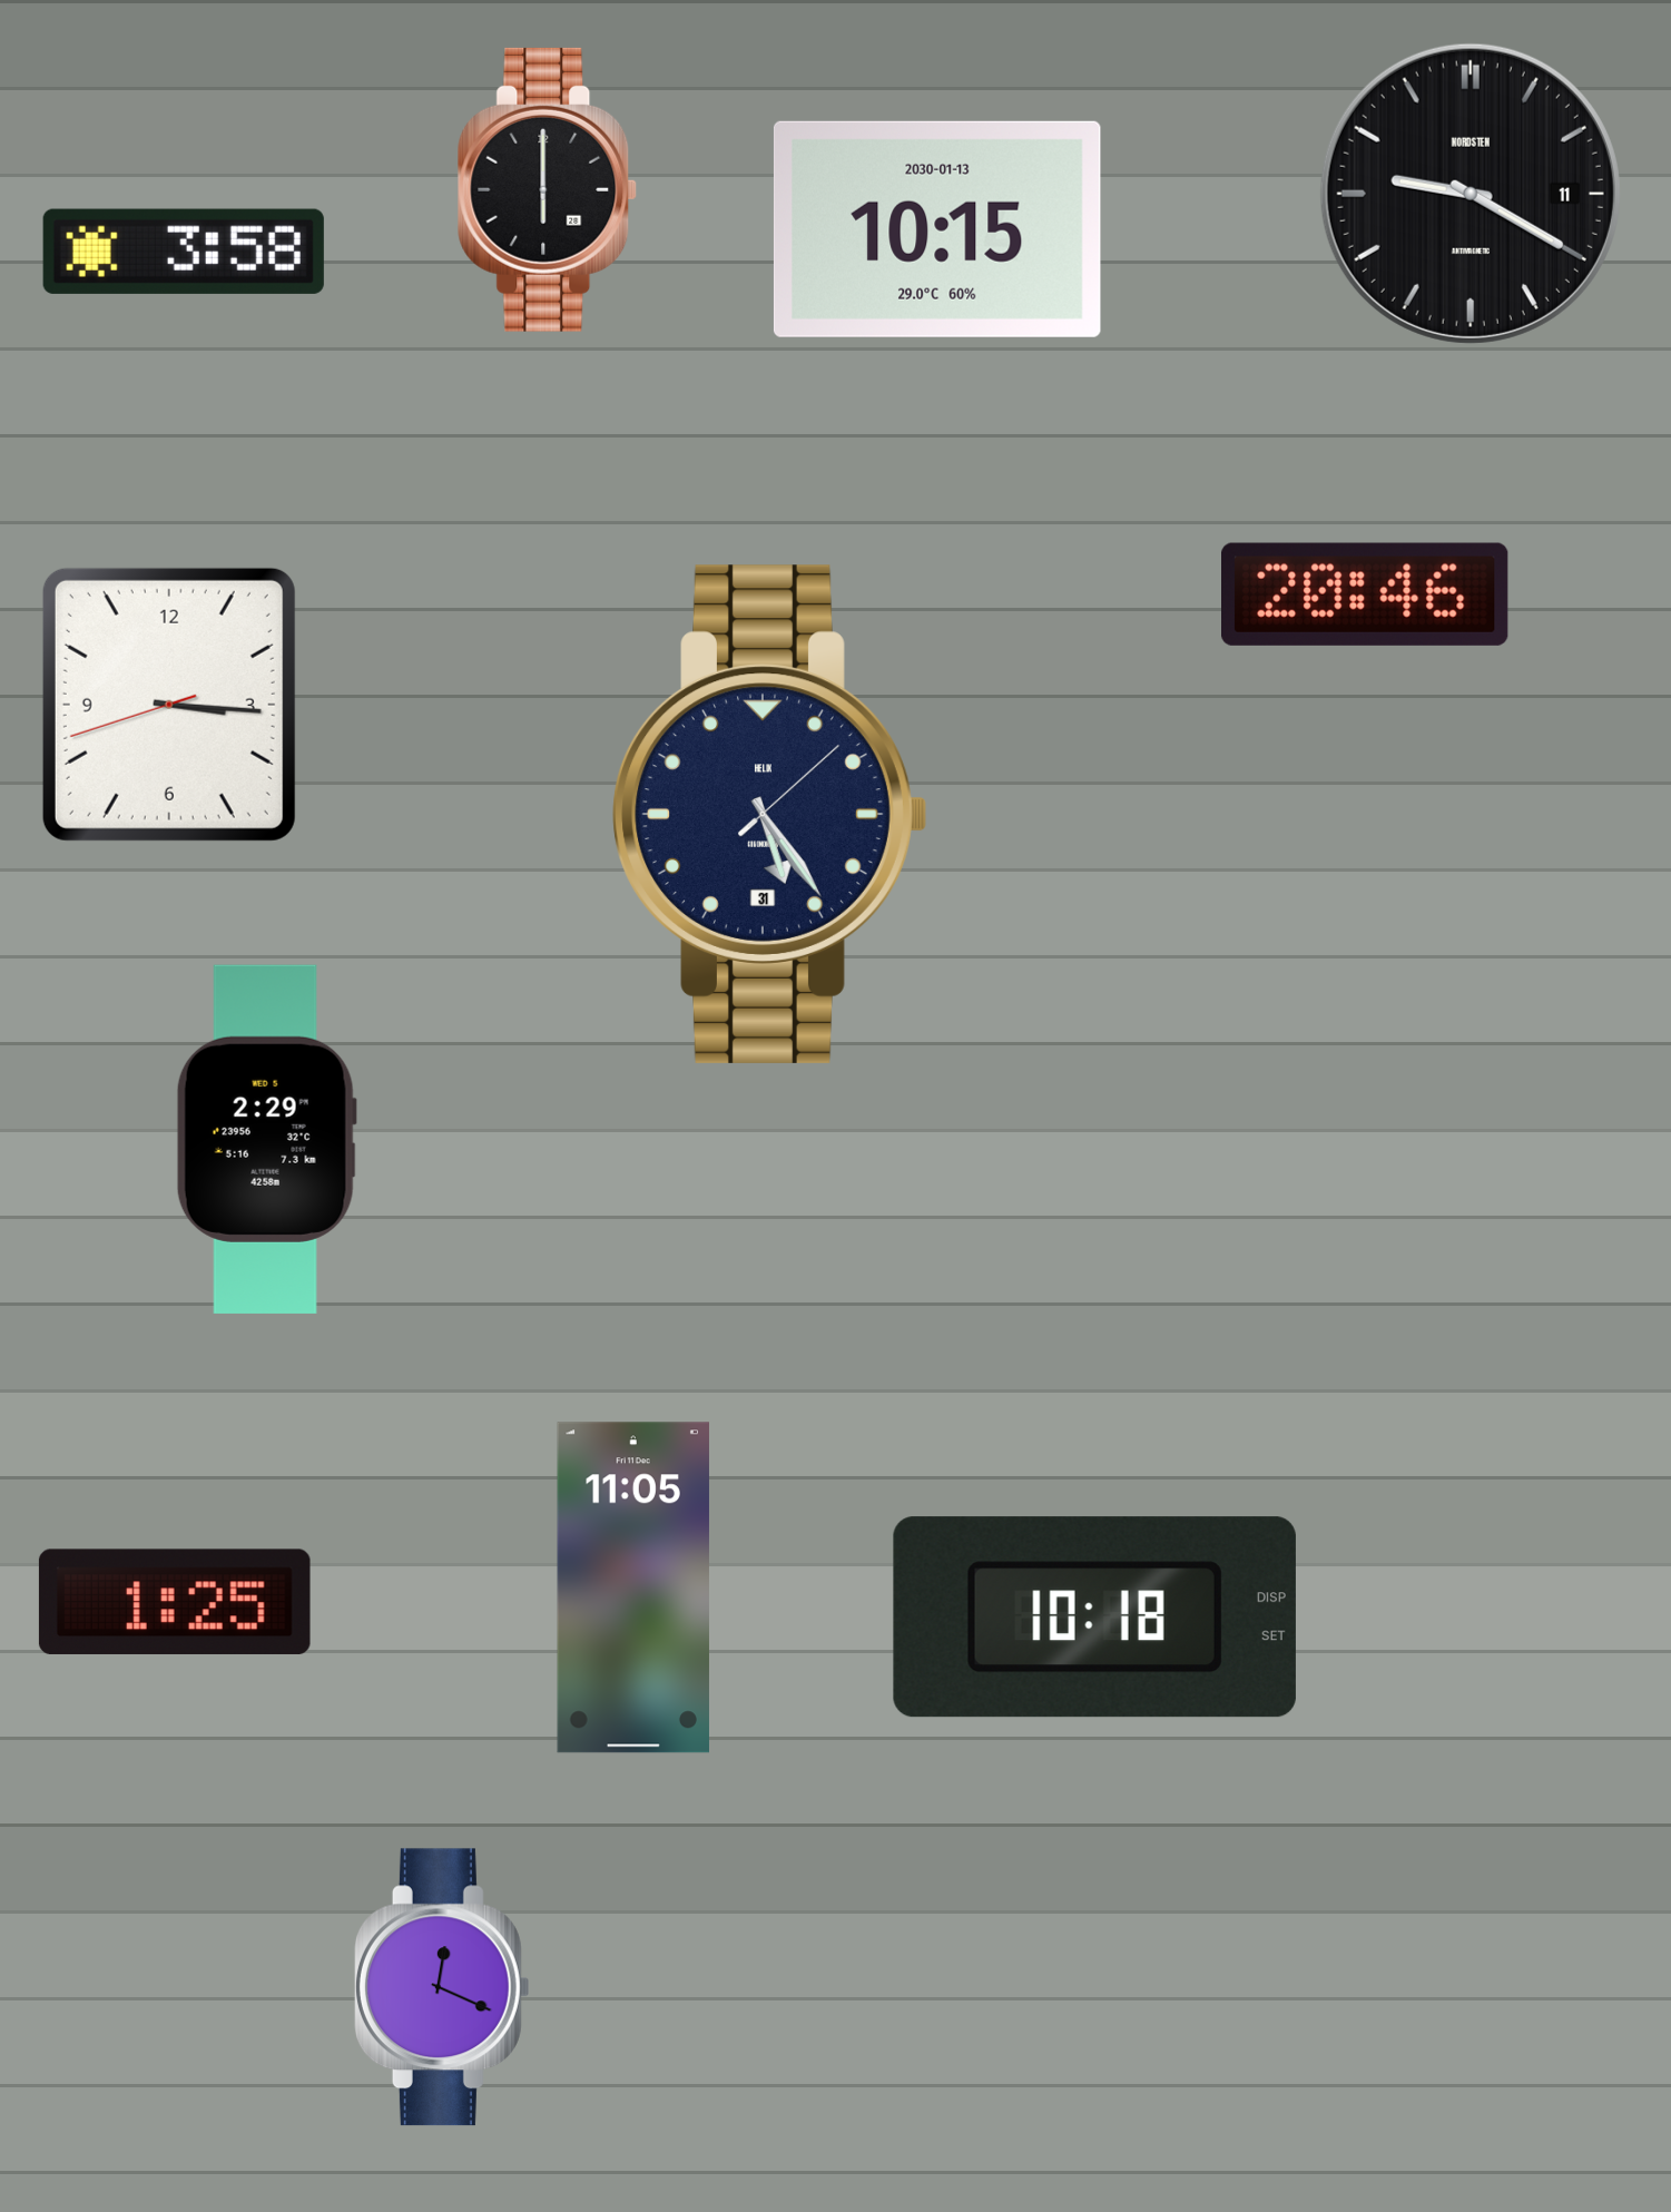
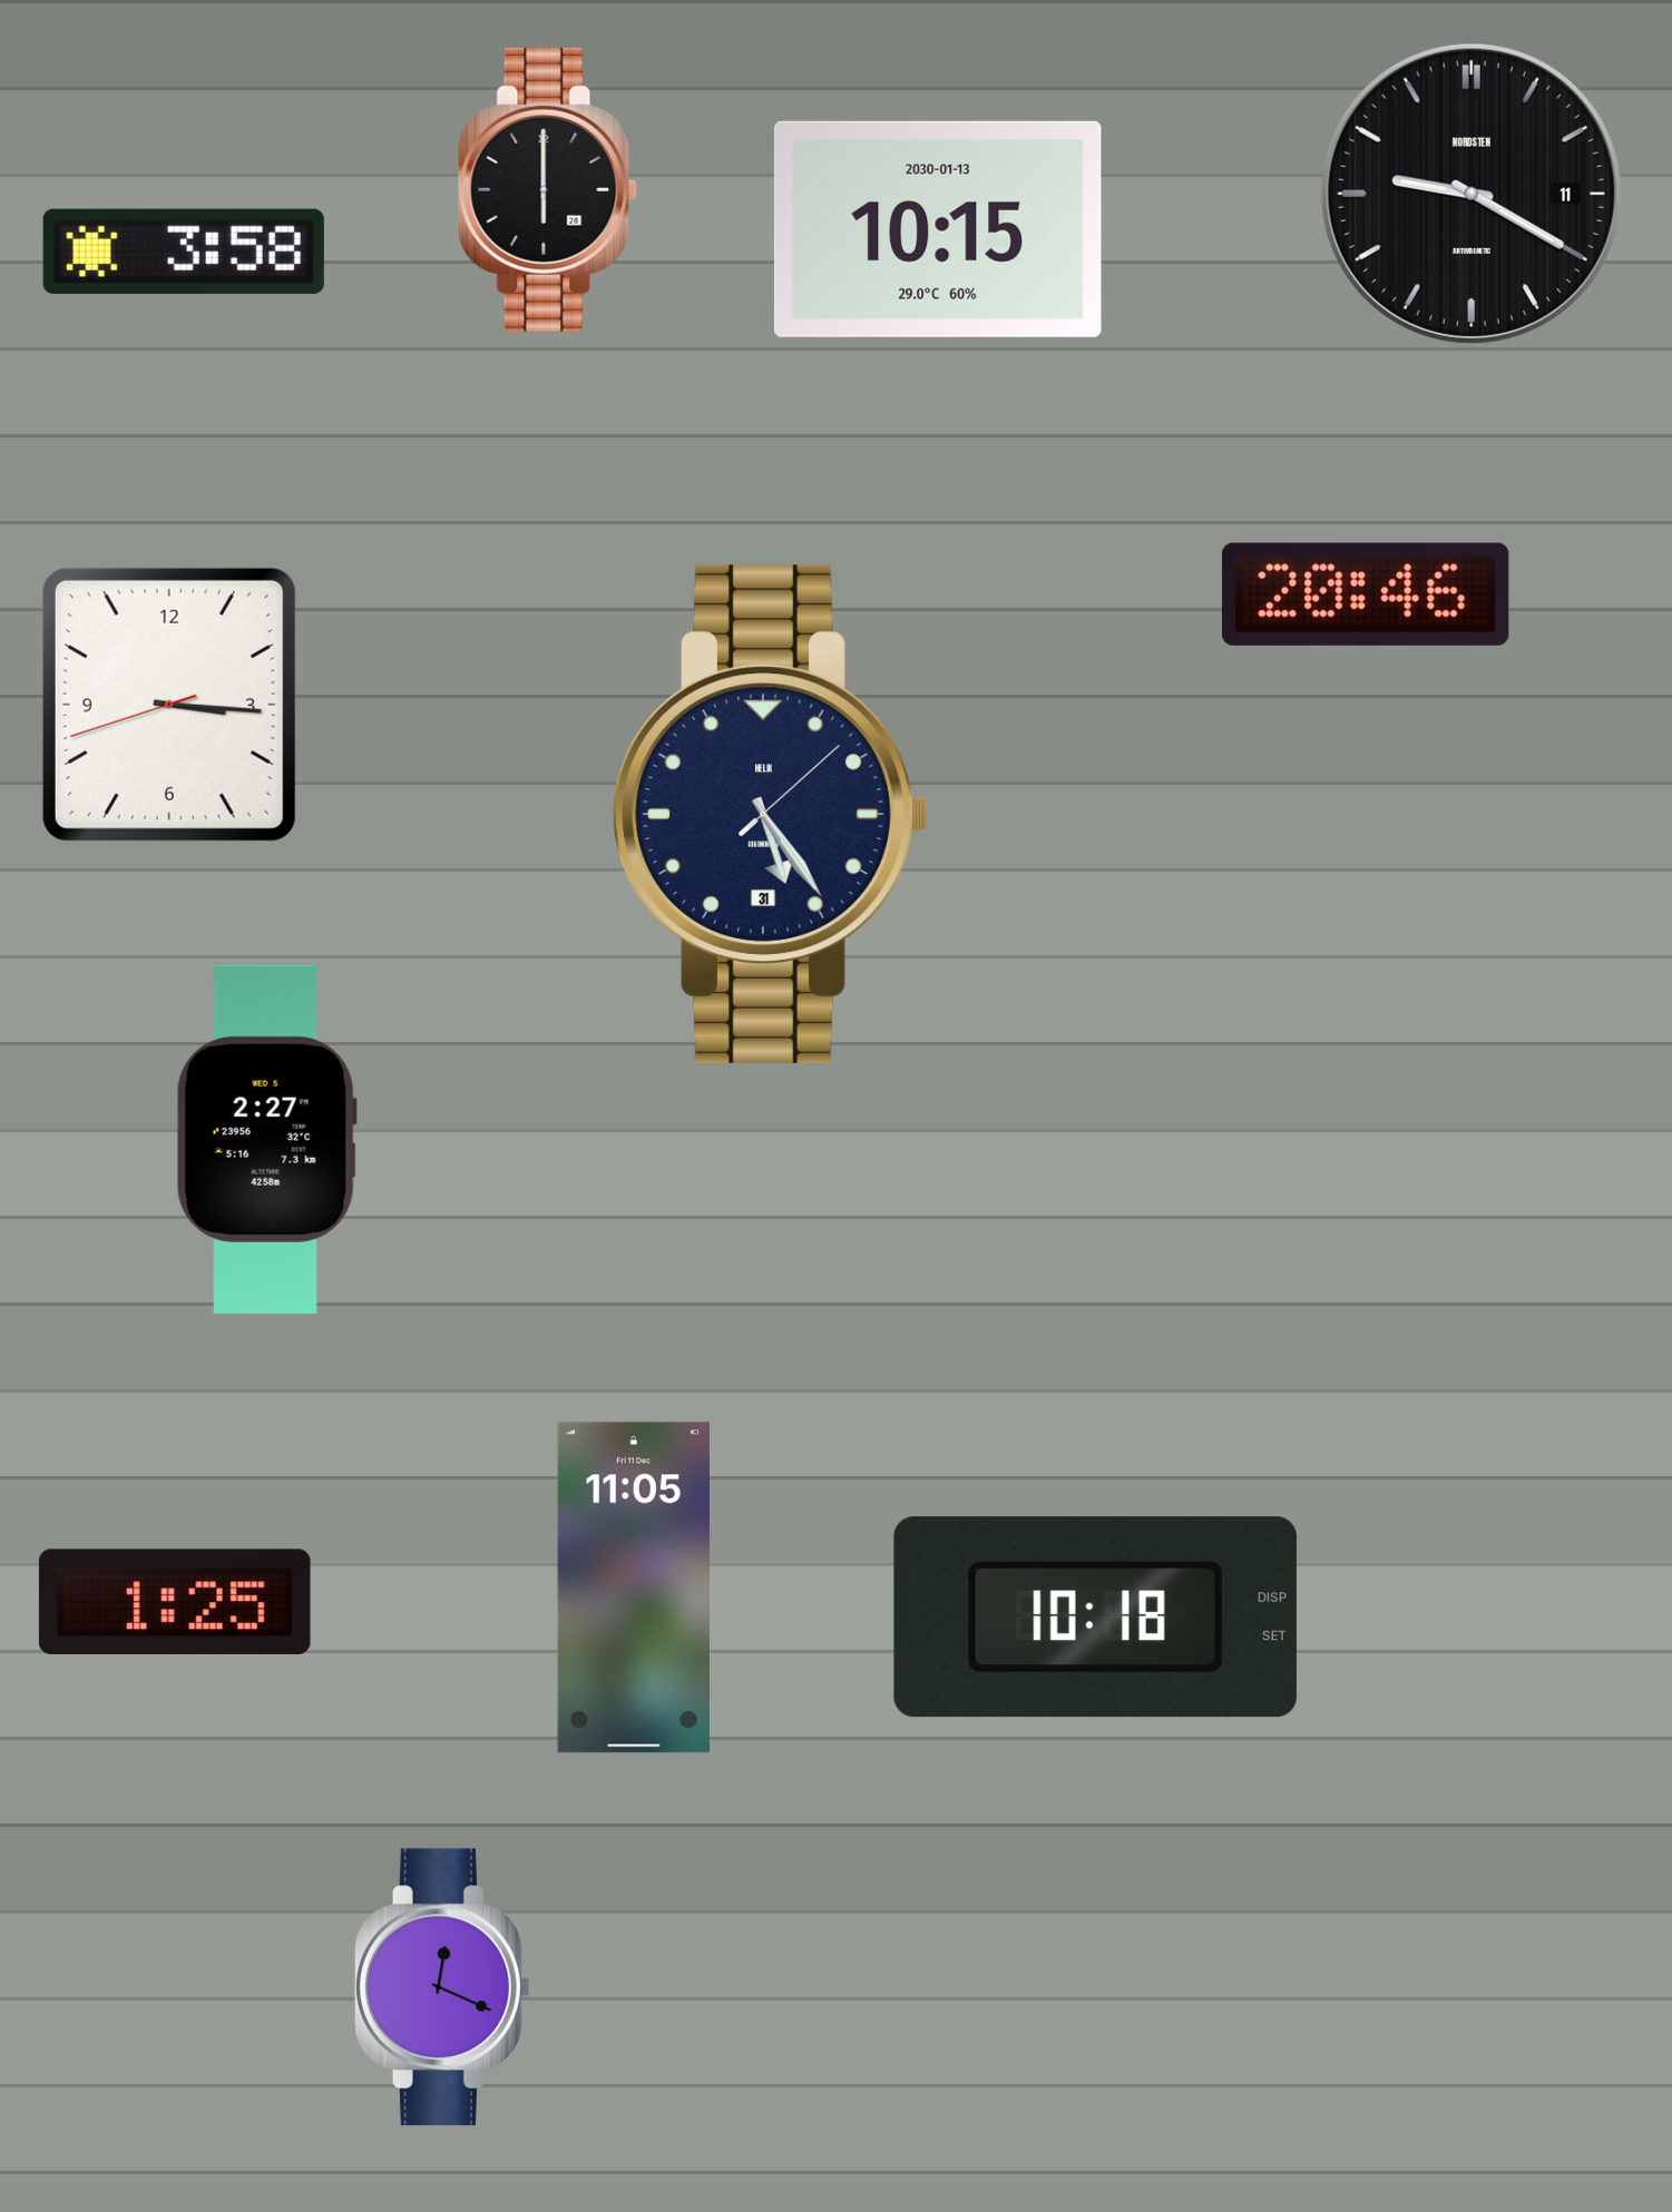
clock at (266, 1139): 2:29 -> 2:27
